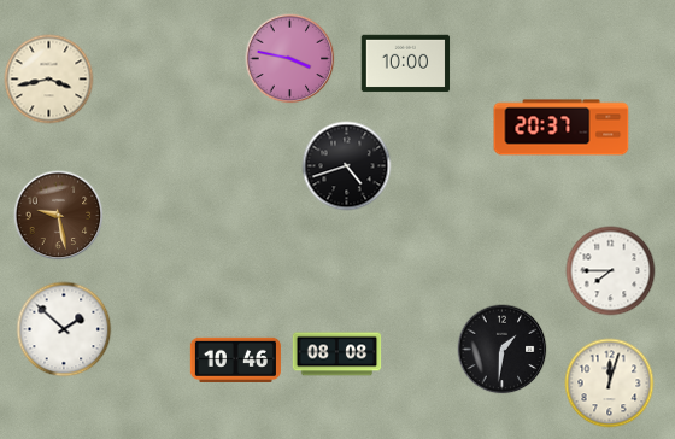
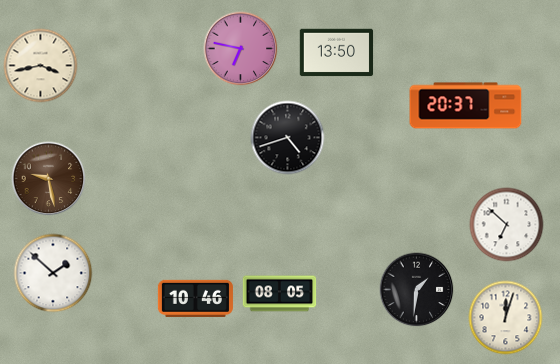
clock at (290, 59): 3:47 -> 6:47
clock at (406, 64): 10:00 -> 13:50
clock at (611, 271): 7:45 -> 6:52
clock at (337, 355): 08:08 -> 08:05
